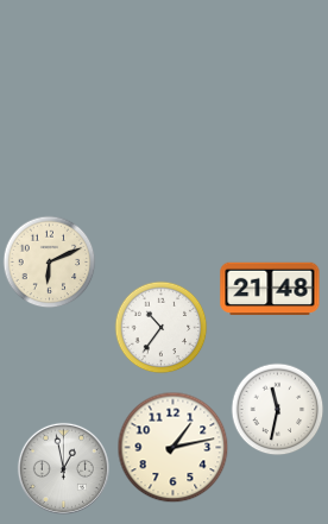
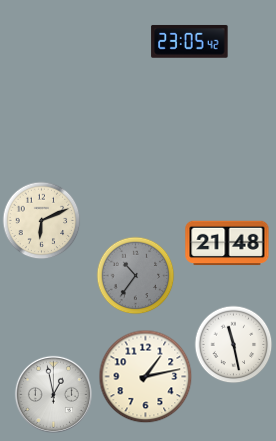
clock at (190, 41): none -> 23:05
clock at (160, 327) dial: white -> grey
clock at (277, 409): 11:32 -> 11:28
